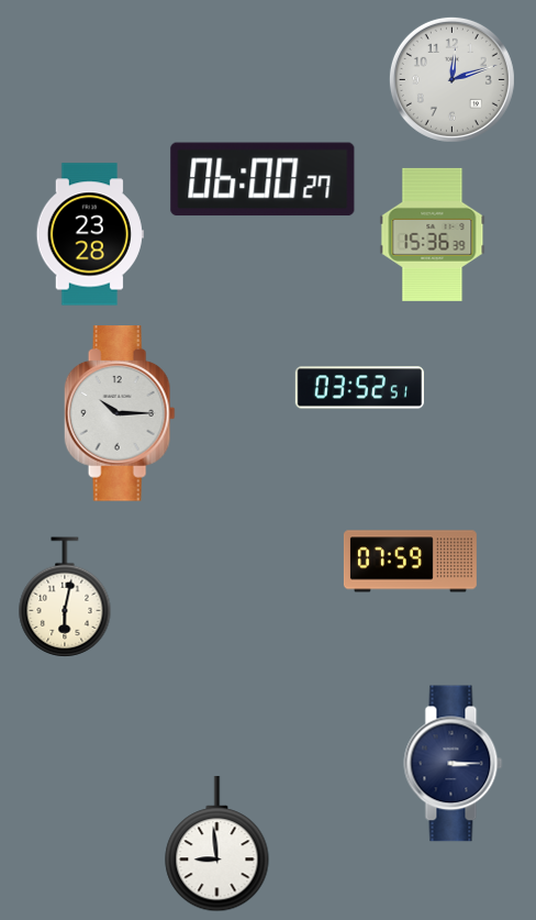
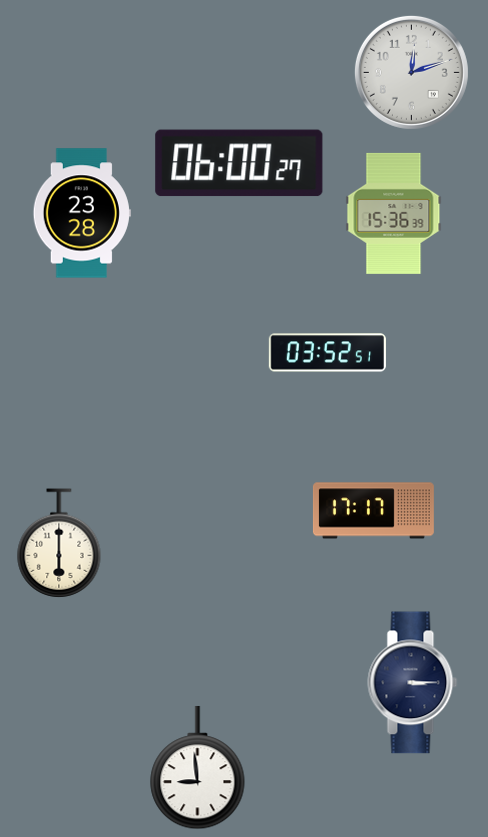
clock at (120, 413): 10:15 -> none
clock at (410, 562): 07:59 -> 17:17
clock at (65, 597): 6:02 -> 6:00
clock at (454, 764) position: (454, 764) -> (413, 683)
